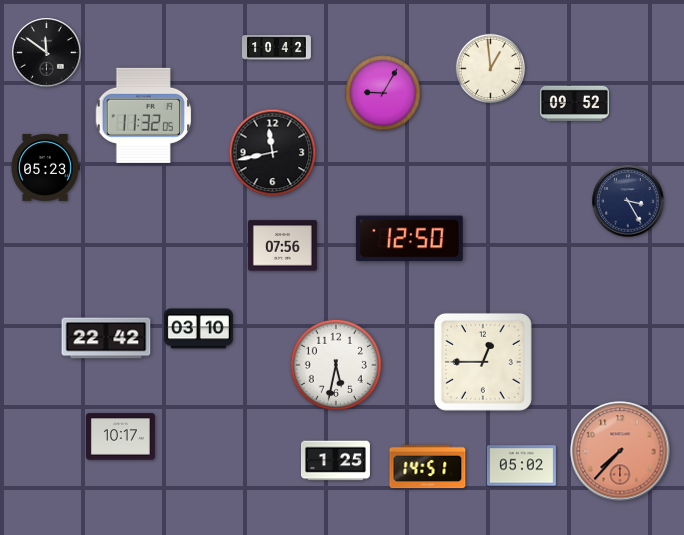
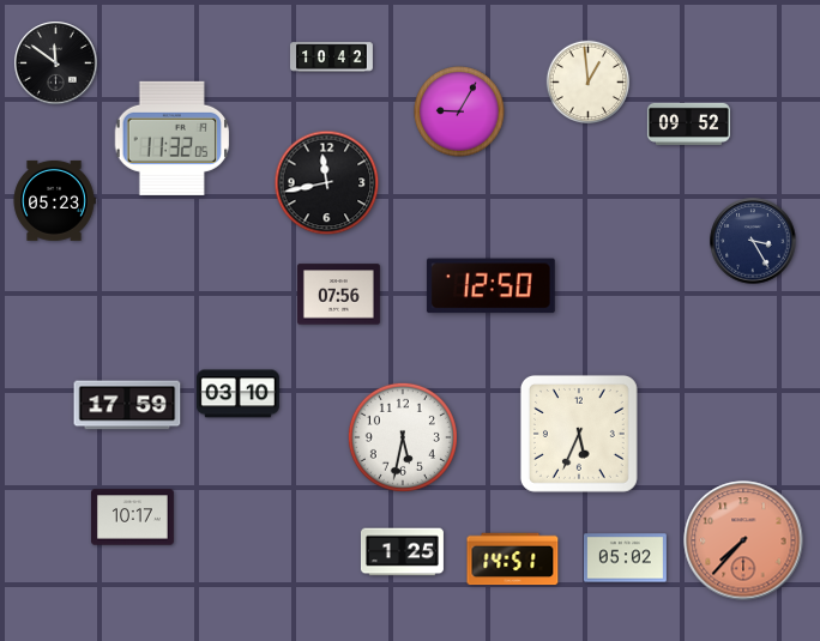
clock at (106, 338): 22:42 -> 17:59
clock at (483, 362): 12:45 -> 5:34
clock at (120, 437) position: (120, 437) -> (132, 518)
